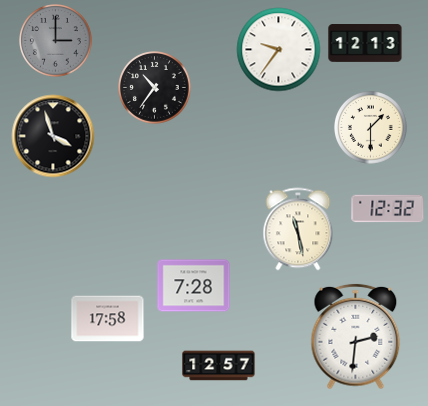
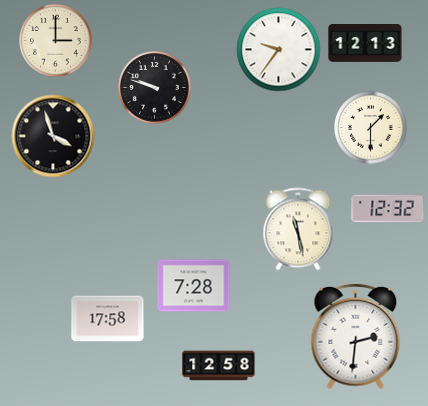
clock at (56, 41) dial: grey -> cream
clock at (155, 88): 10:36 -> 9:48
clock at (219, 366): 12:57 -> 12:58
